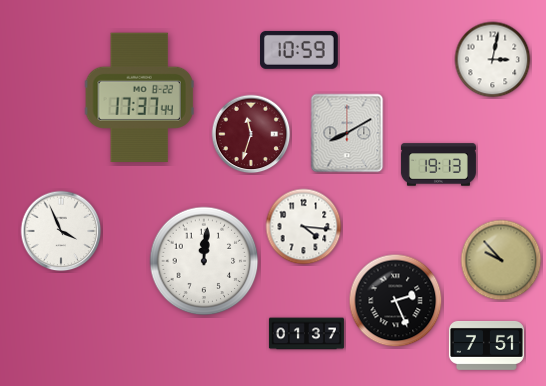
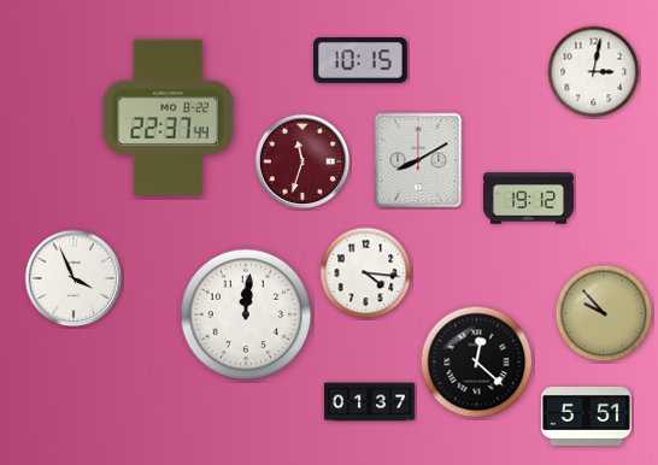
clock at (300, 50): 10:59 -> 10:15
clock at (139, 98): 17:37 -> 22:37
clock at (438, 165): 19:13 -> 19:12
clock at (396, 301): 2:26 -> 12:22
clock at (486, 345): 7:51 -> 5:51
